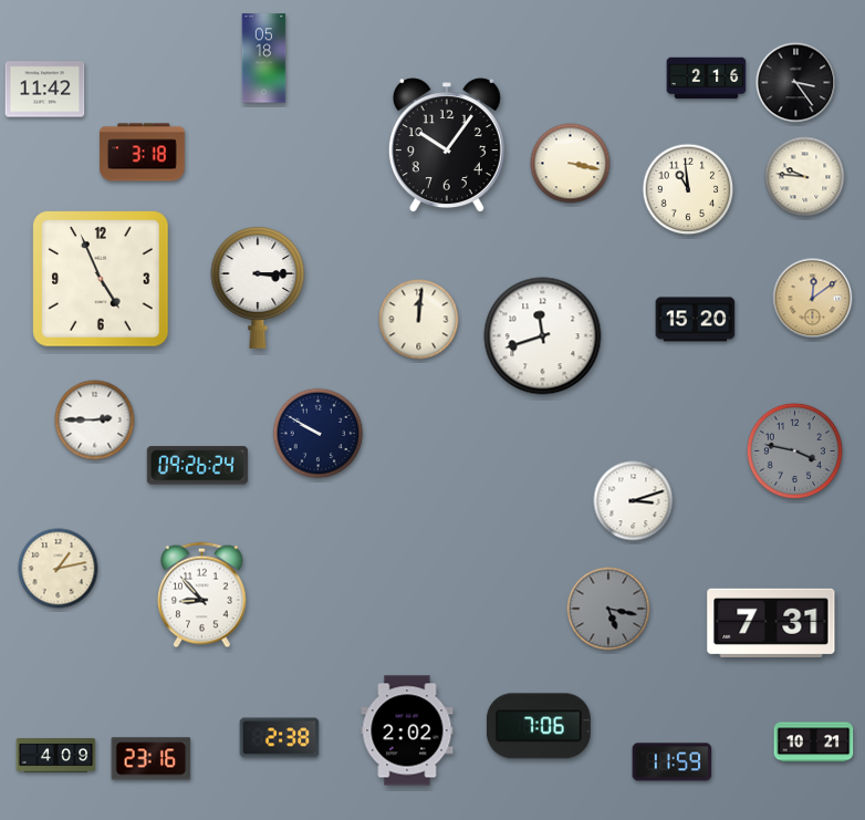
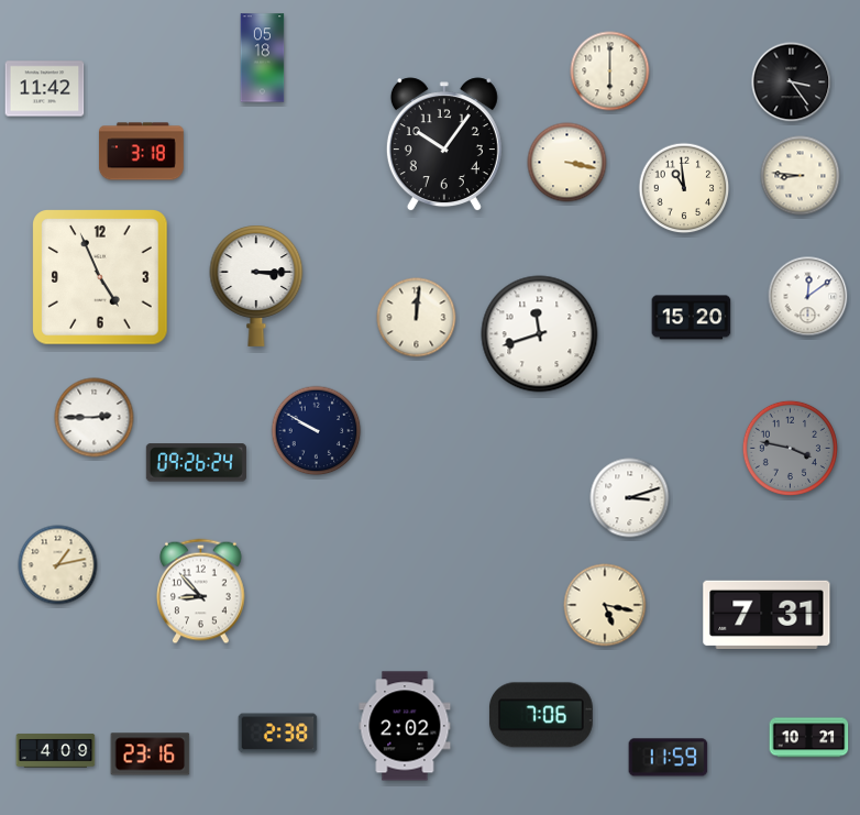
clock at (610, 71): none -> 6:00
clock at (707, 79): 2:16 -> none
clock at (805, 177): 9:46 -> 8:46
clock at (813, 299) dial: champagne -> white
clock at (608, 609) dial: grey -> cream
clock at (771, 622) position: (771, 622) -> (767, 614)
clock at (539, 726) position: (539, 726) -> (541, 715)
